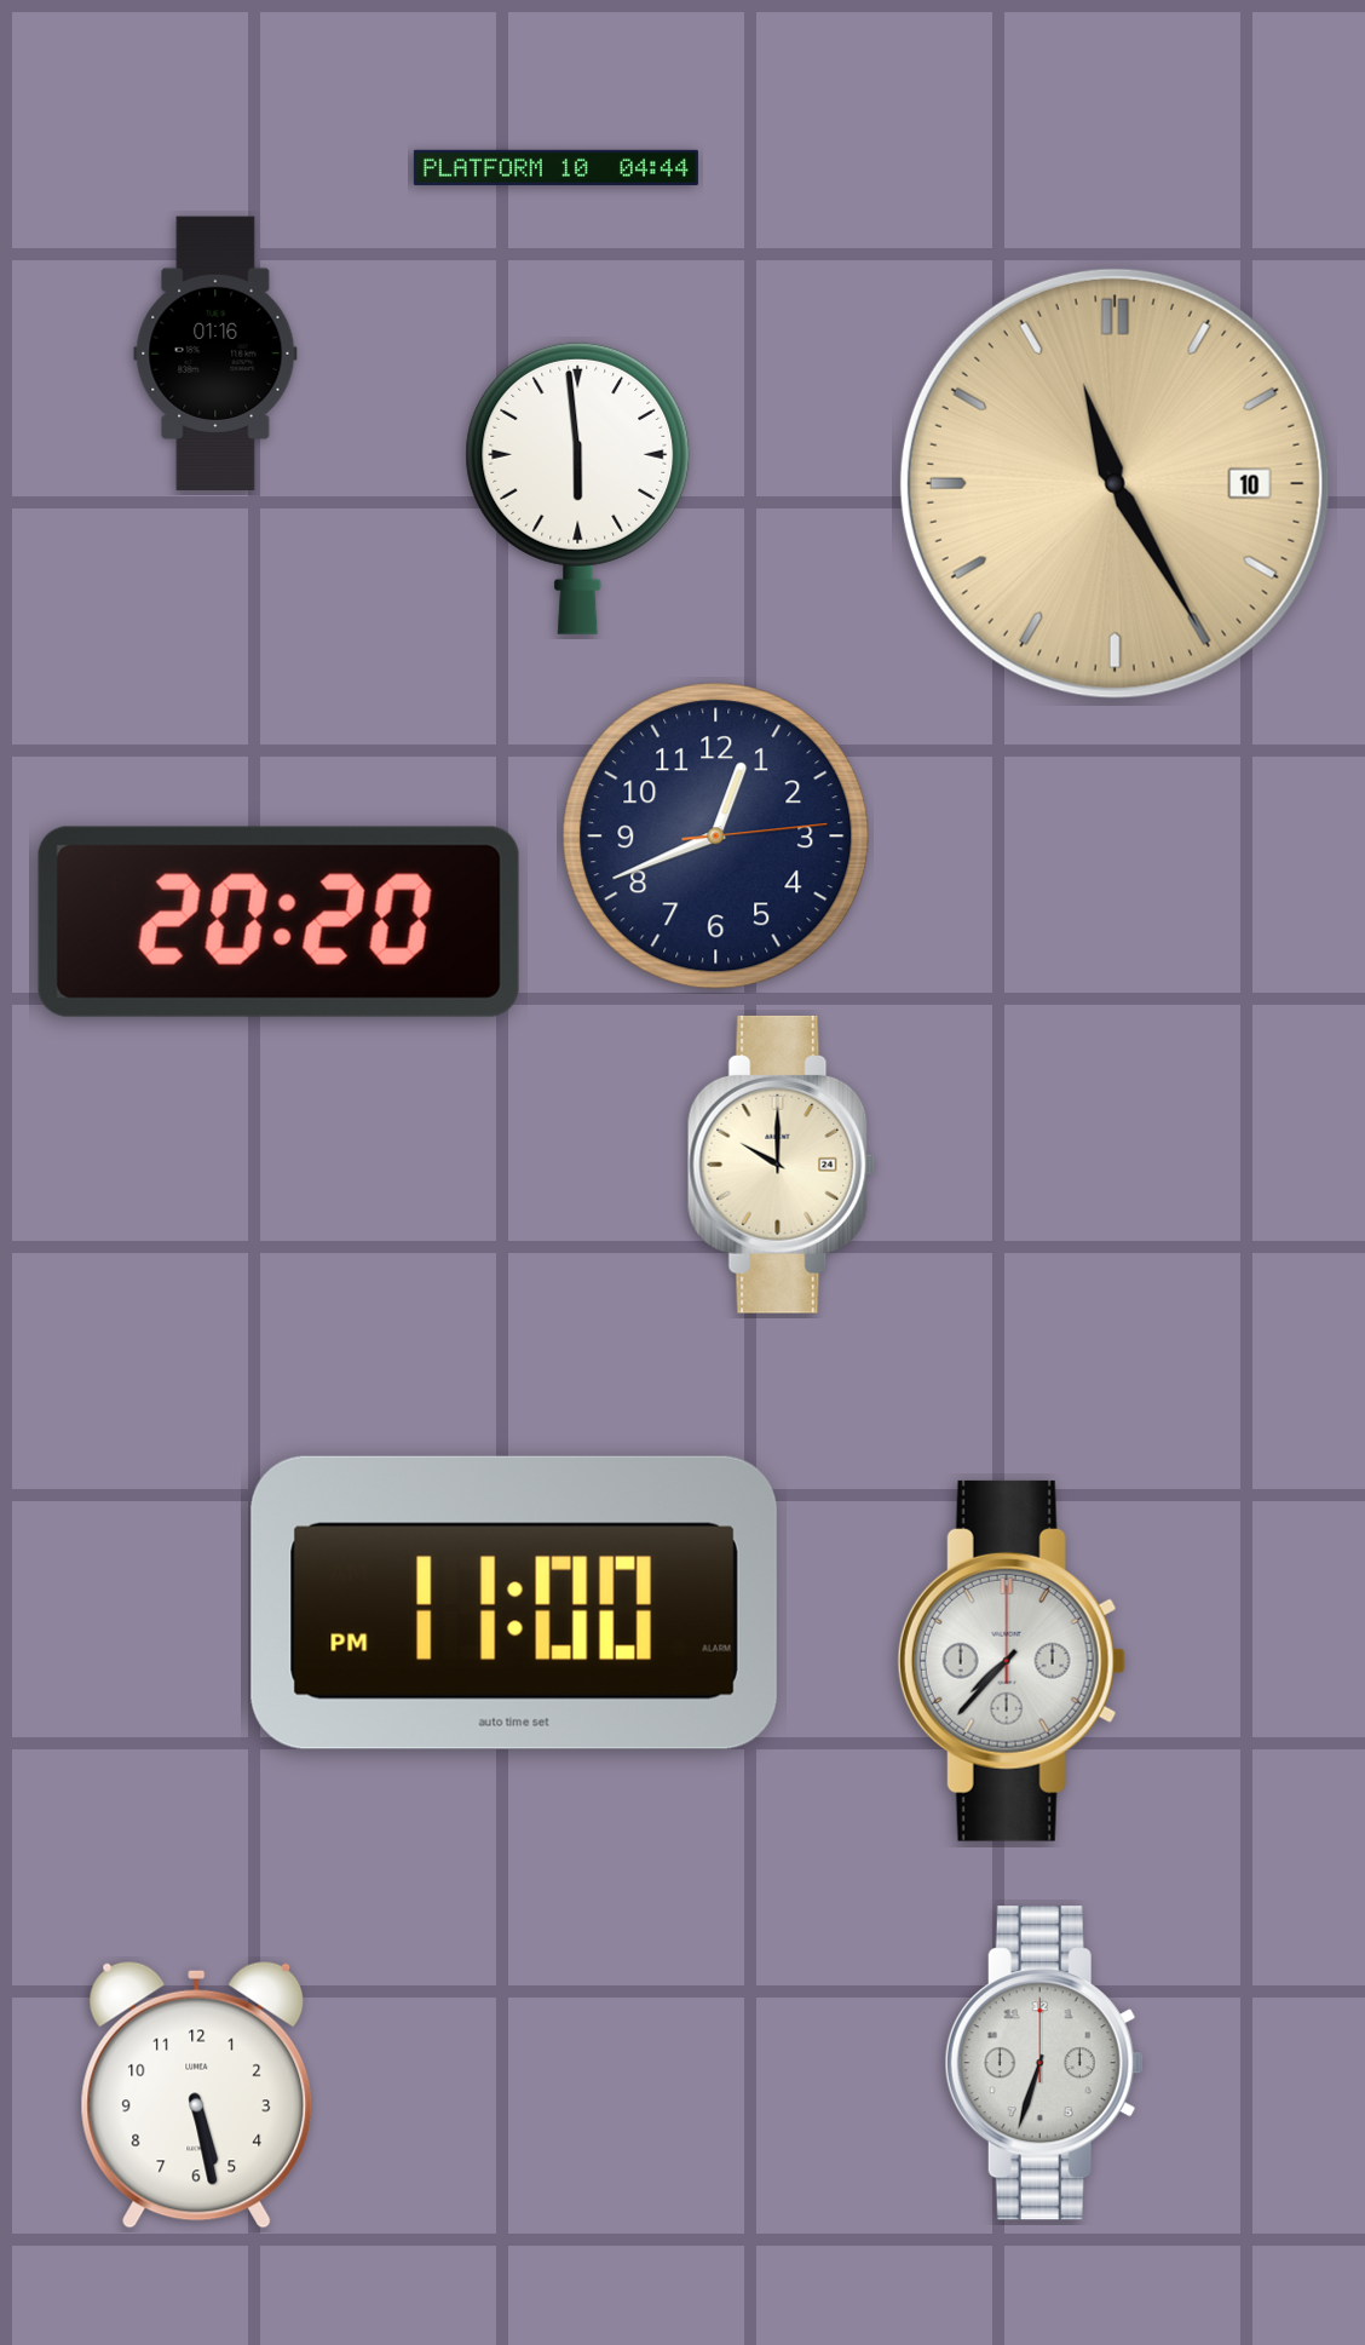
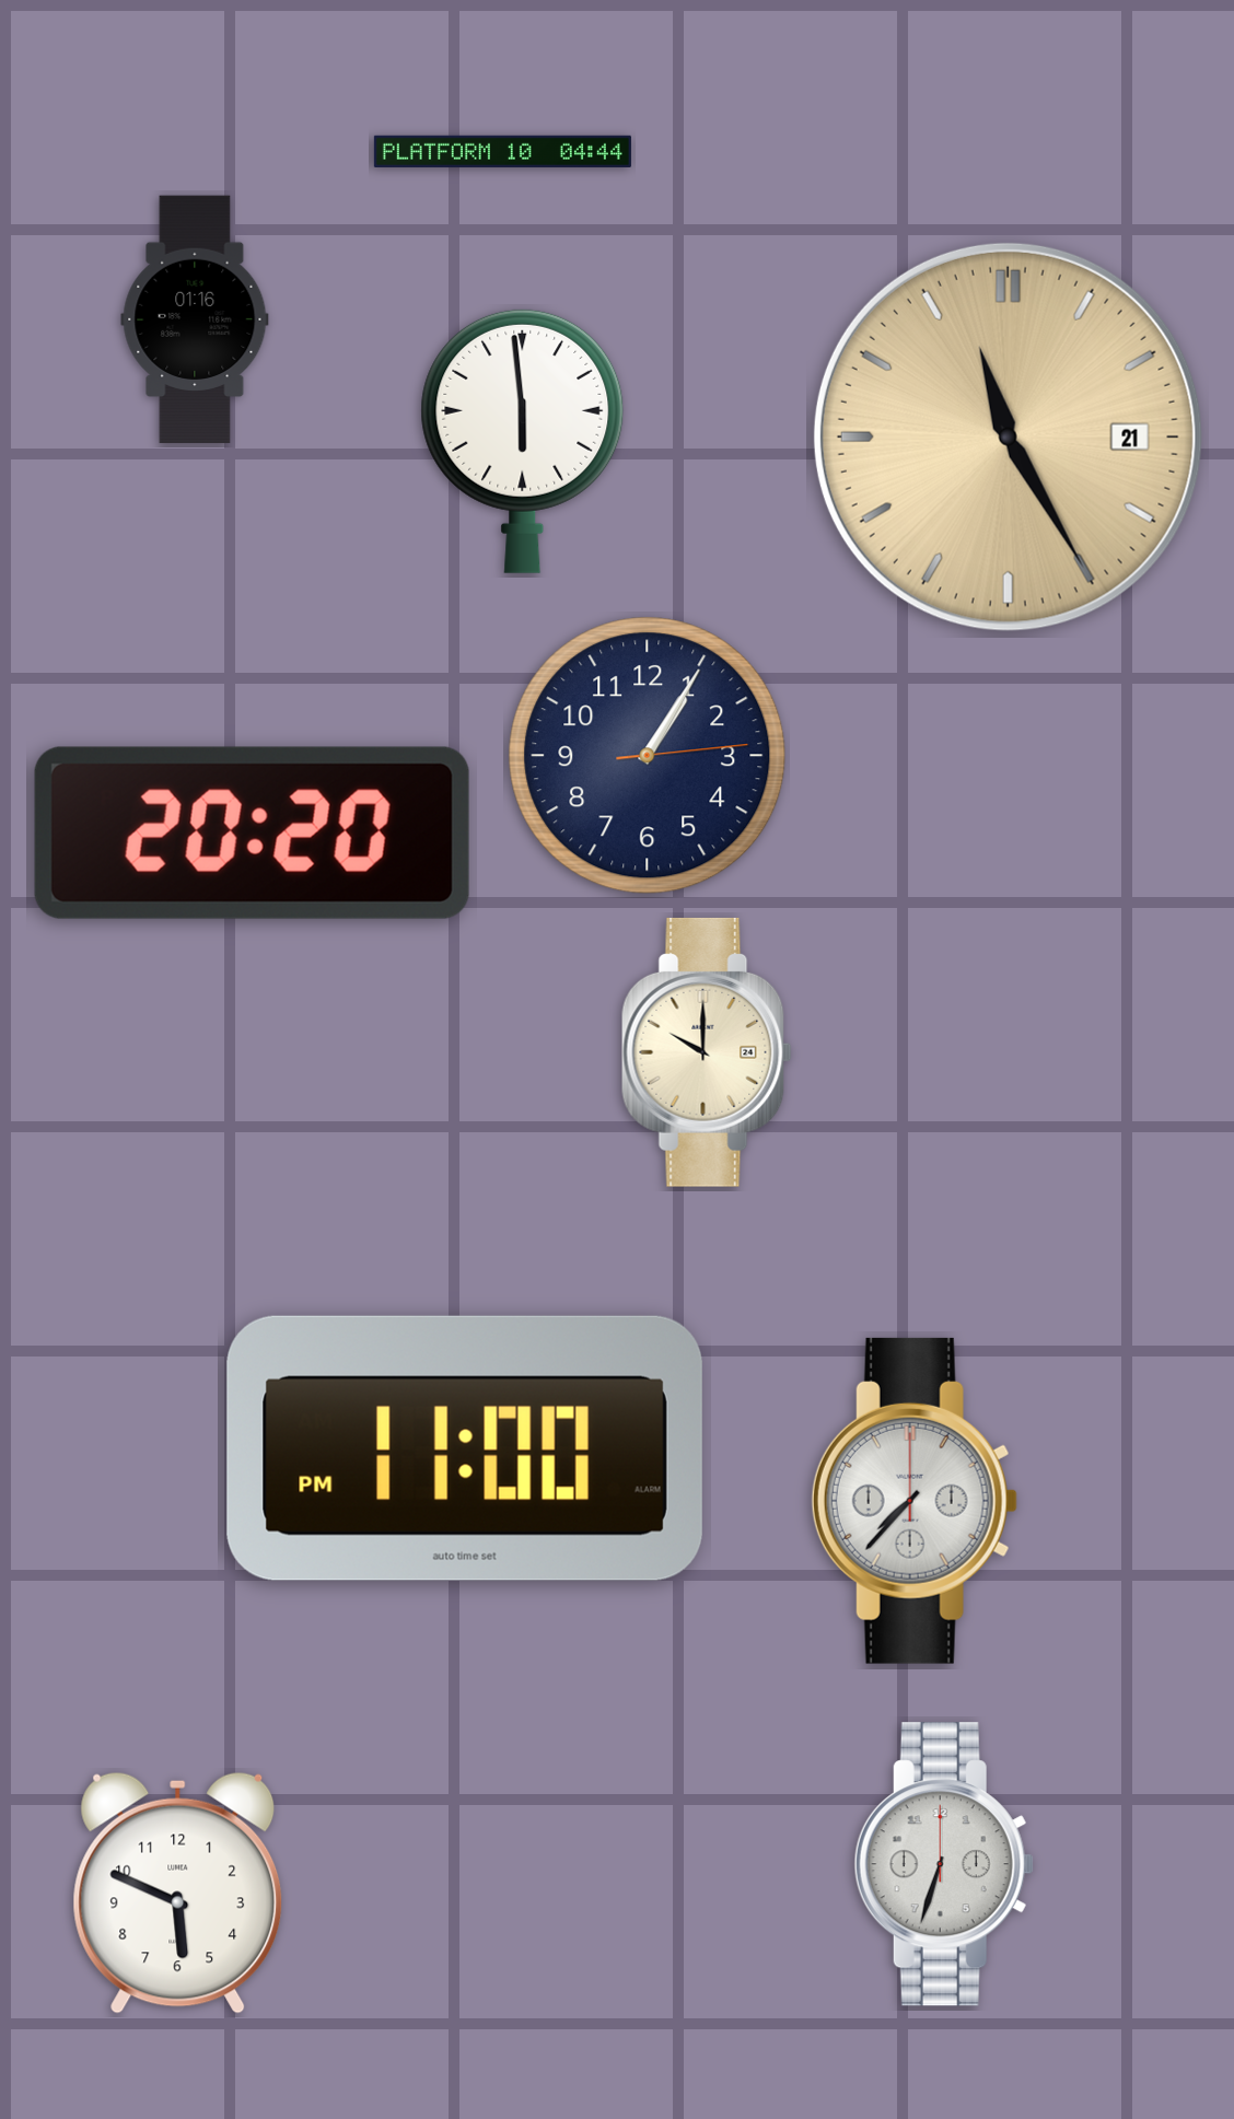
clock at (1115, 483) date: 10 -> 21
clock at (716, 837): 12:41 -> 1:05
clock at (197, 2094): 5:28 -> 5:49
